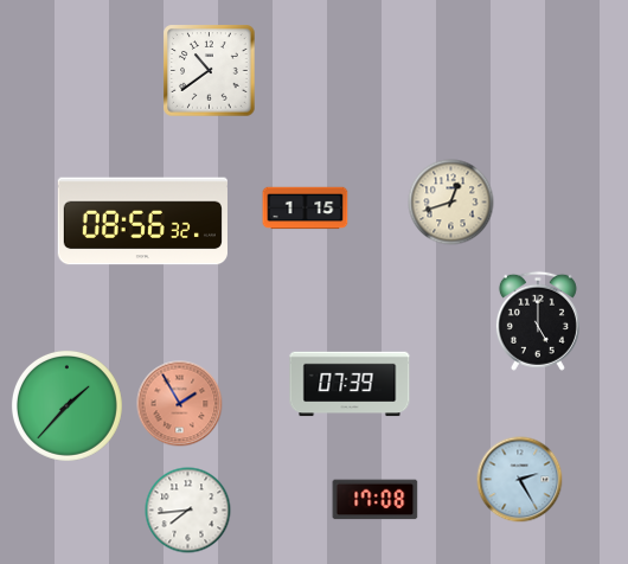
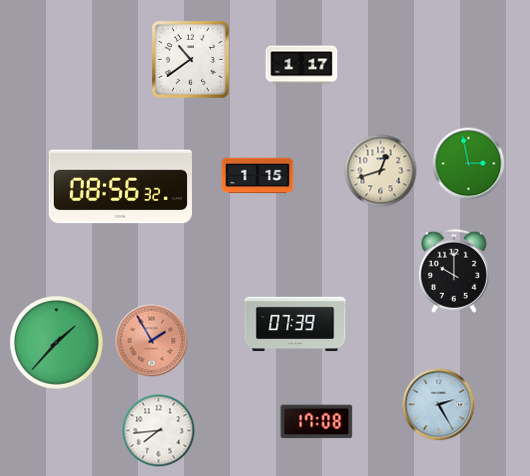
clock at (210, 71) position: (210, 71) -> (191, 60)
clock at (302, 65): none -> 1:17
clock at (469, 164): none -> 2:58
clock at (538, 321): 5:00 -> 10:00
